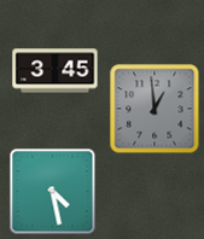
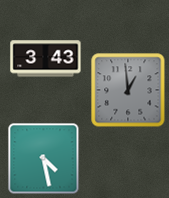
clock at (56, 71): 3:45 -> 3:43
